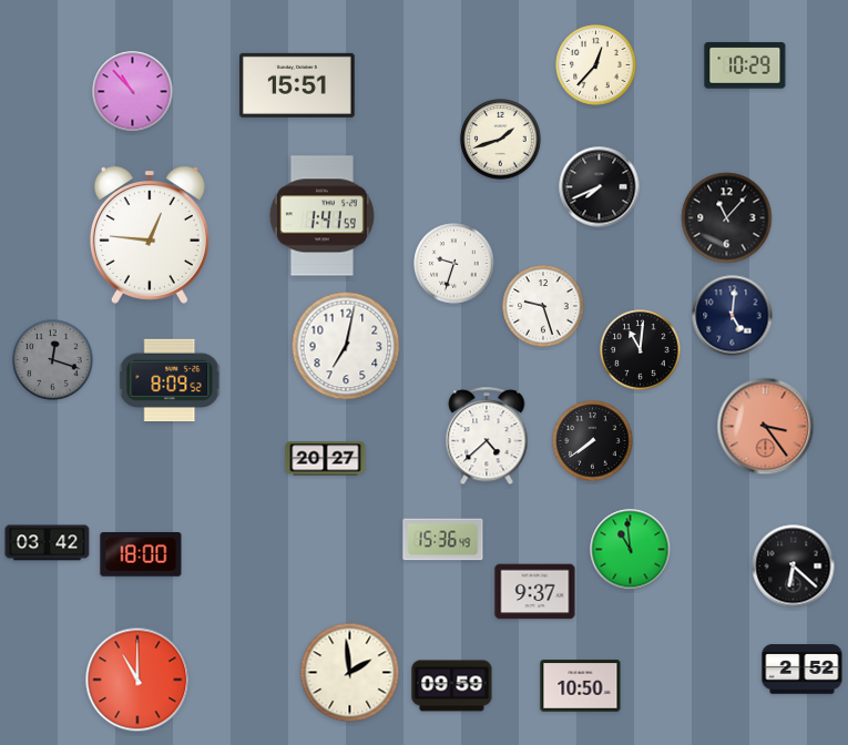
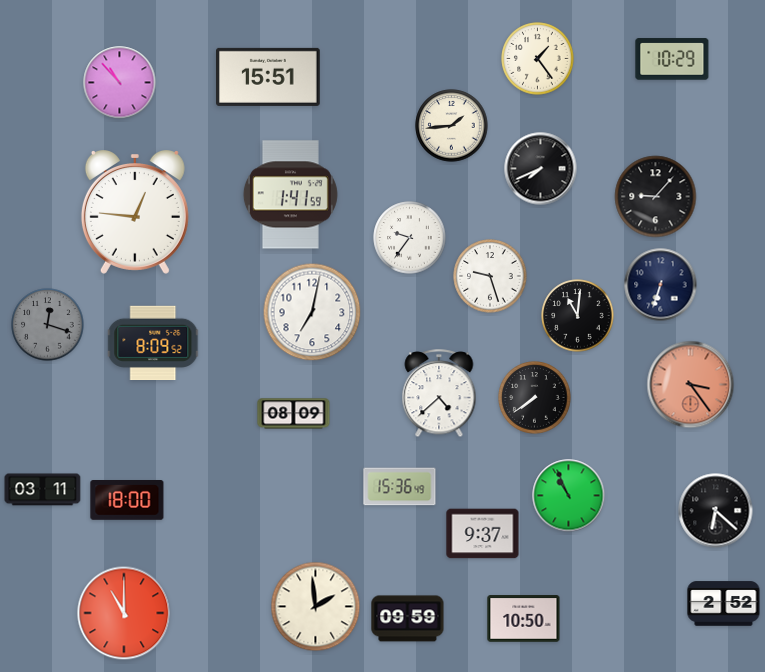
clock at (596, 65): 12:37 -> 1:24
clock at (501, 140): 1:42 -> 1:44
clock at (727, 218): 11:07 -> 9:07
clock at (454, 264): 9:33 -> 9:36
clock at (733, 316): 5:01 -> 6:33
clock at (326, 459): 20:27 -> 08:09
clock at (48, 543): 03:42 -> 03:11
clock at (631, 550): 10:59 -> 10:56
